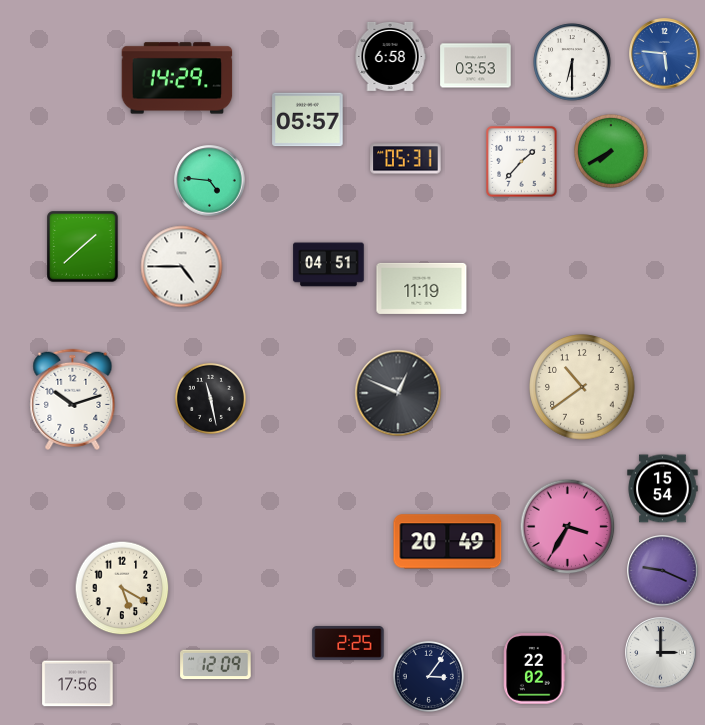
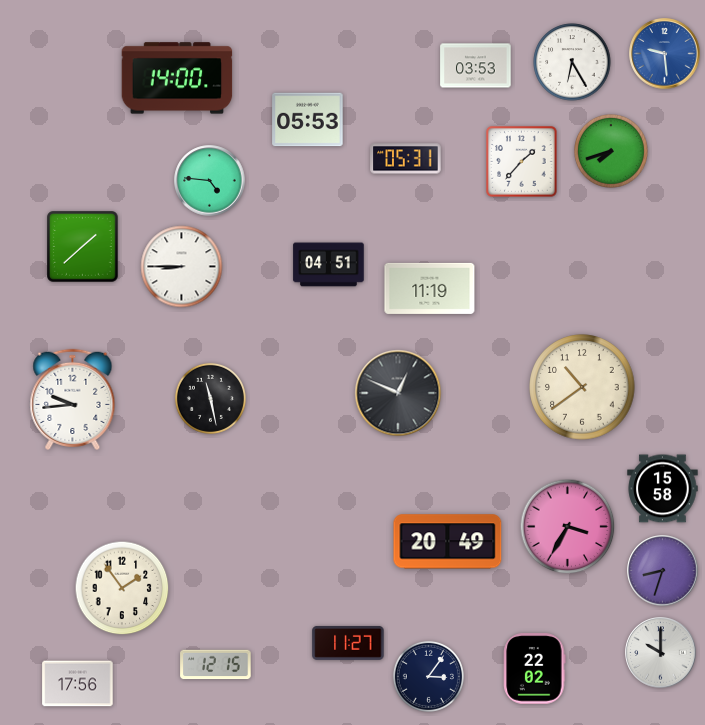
clock at (665, 54): 5:46 -> 9:29
clock at (390, 56): 6:58 -> none
clock at (572, 62): 6:30 -> 6:25
clock at (177, 78): 14:29 -> 14:00
clock at (308, 120): 05:57 -> 05:53
clock at (612, 152): 7:40 -> 7:42
clock at (182, 267): 4:45 -> 8:45
clock at (422, 288) position: (422, 288) -> (430, 288)
clock at (73, 399): 10:12 -> 9:44
clock at (663, 489): 15:54 -> 15:58
clock at (663, 571): 9:19 -> 8:33
clock at (122, 588): 5:20 -> 1:54
clock at (348, 643): 2:25 -> 11:27
clock at (661, 653): 3:00 -> 10:00
clock at (216, 665): 12:09 -> 12:15
